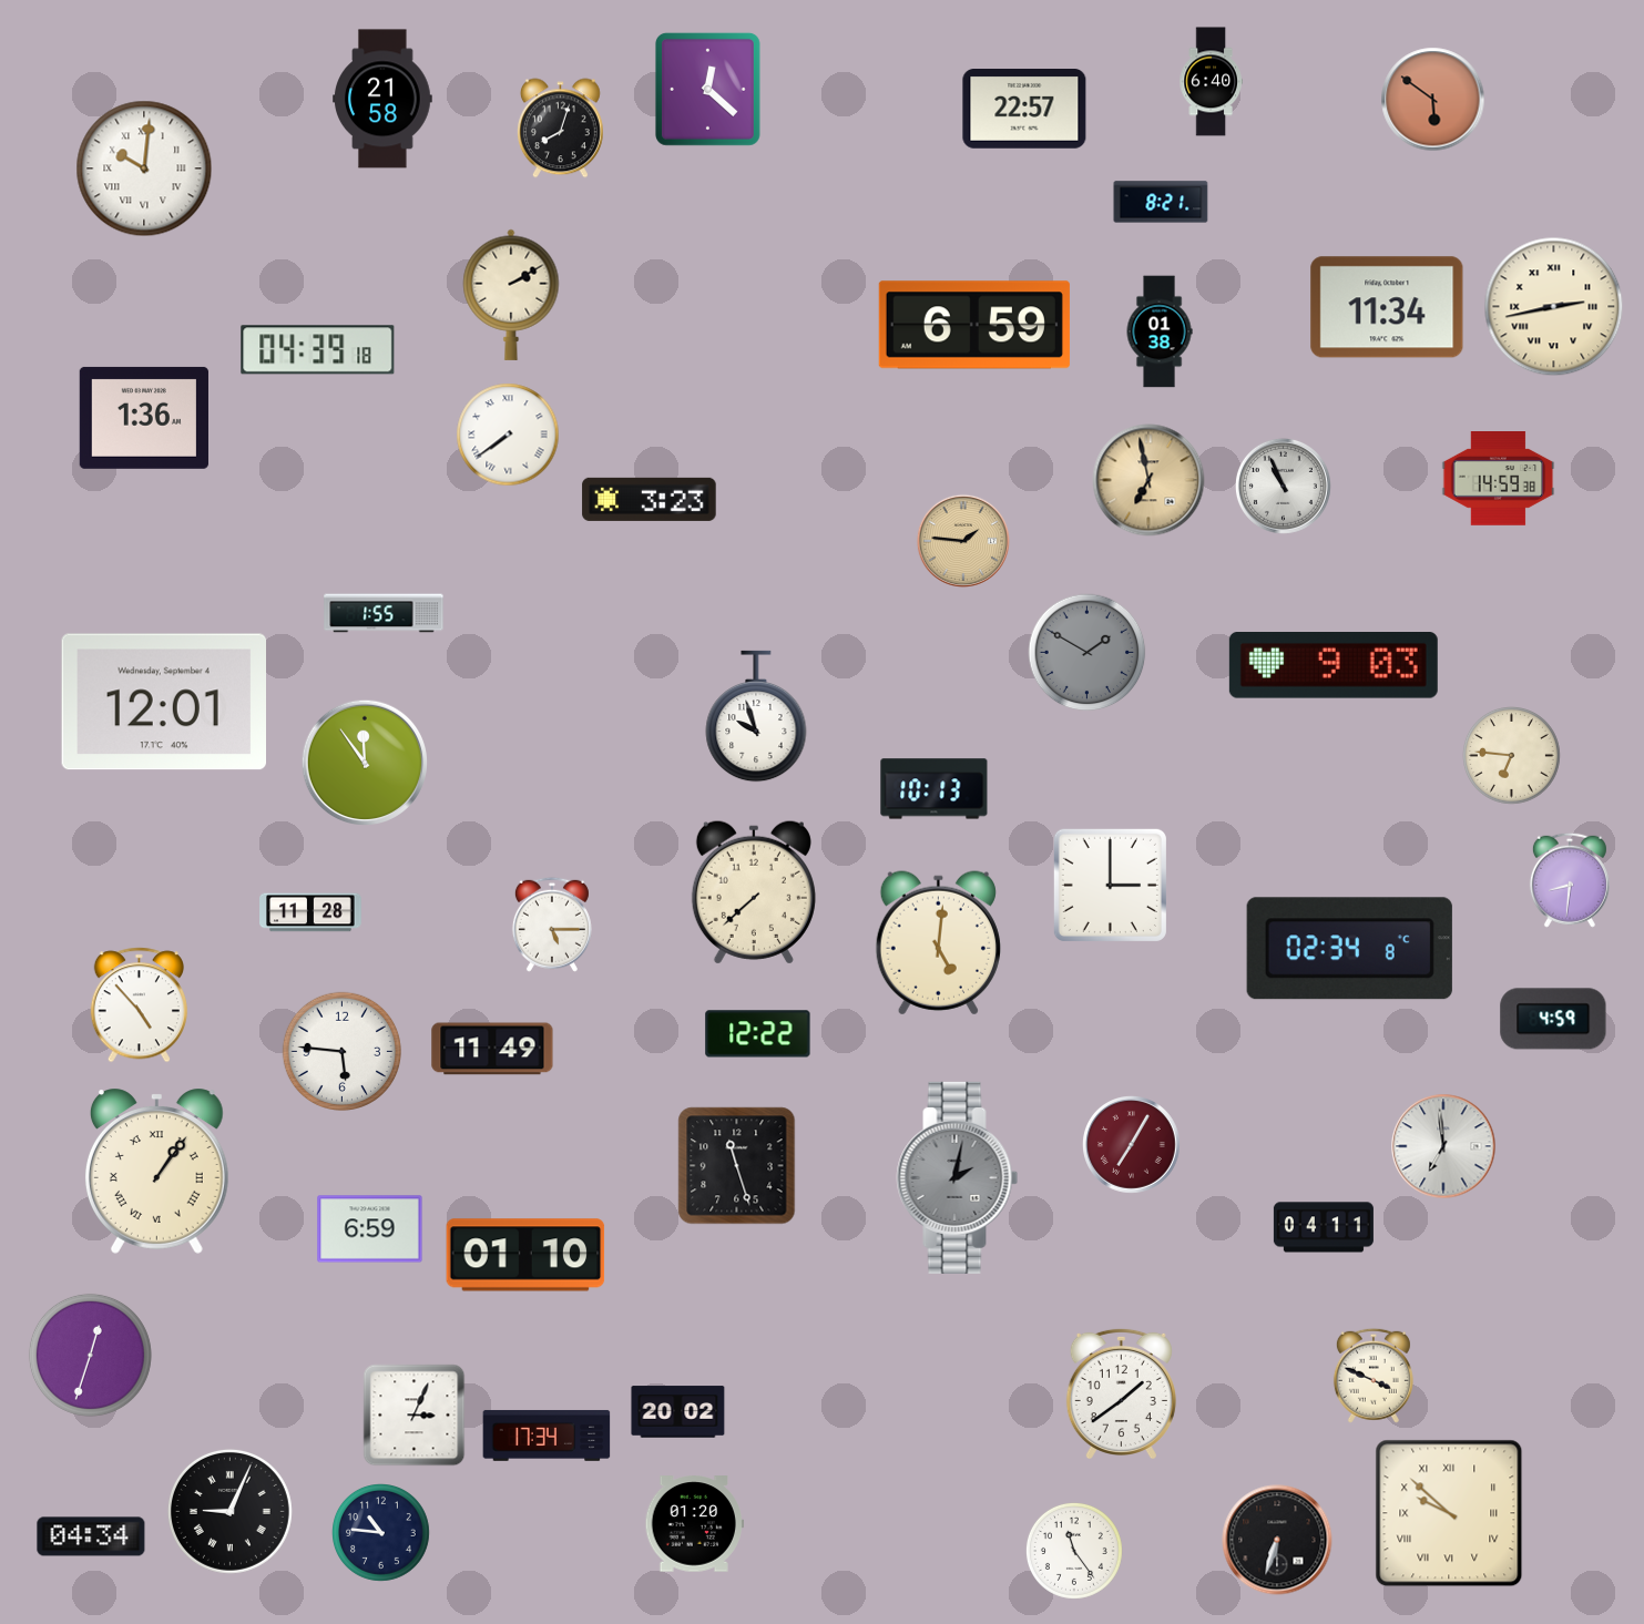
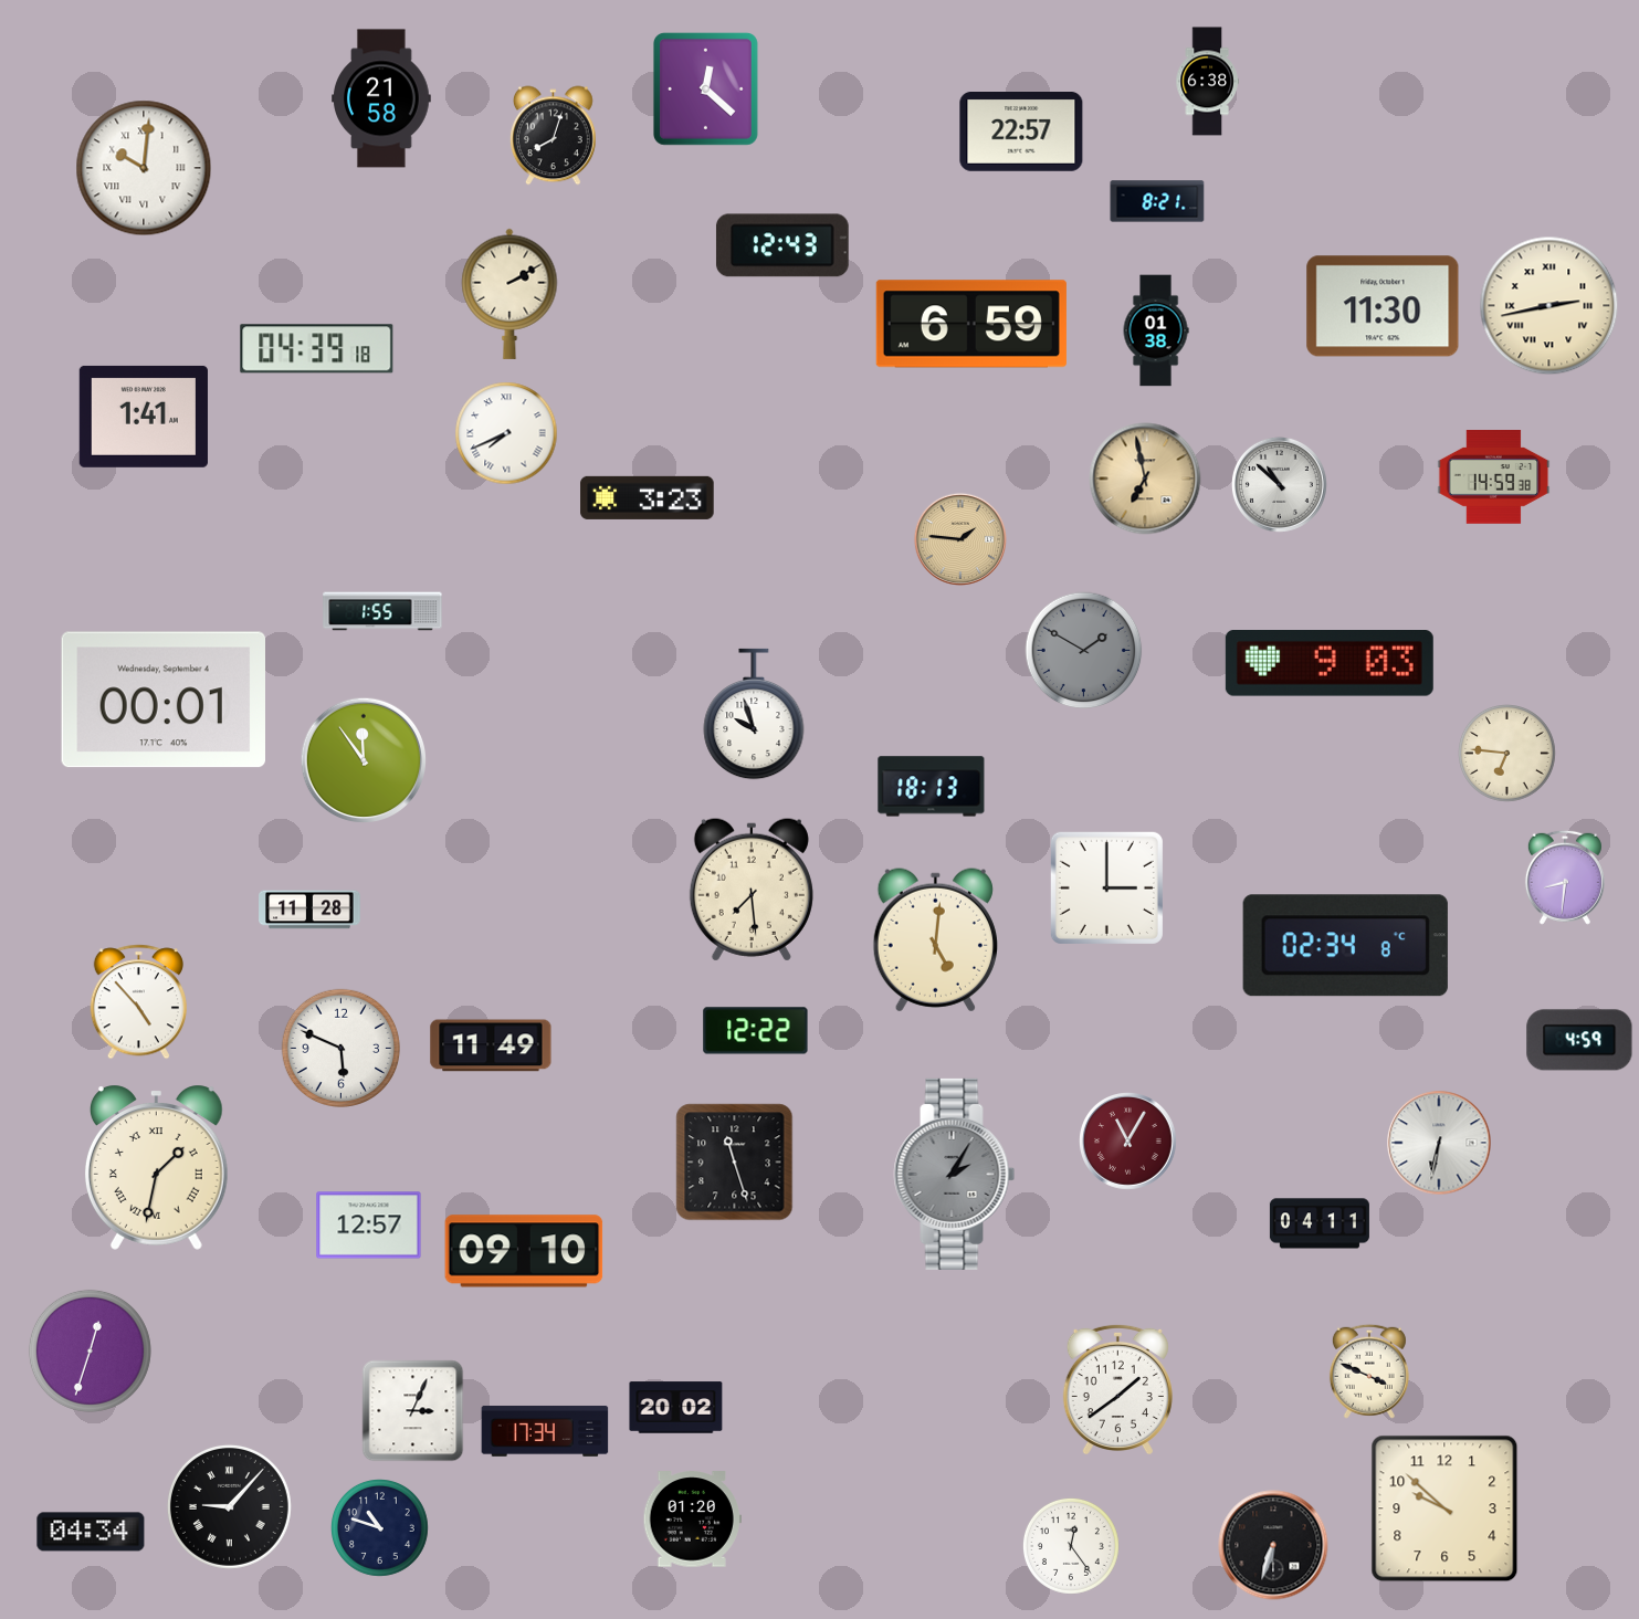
clock at (1211, 82): 6:40 -> 6:38
clock at (1433, 100): 5:51 -> none
clock at (1024, 110) position: (1024, 110) -> (1021, 133)
clock at (560, 129) position: (560, 129) -> (553, 136)
clock at (782, 245): none -> 12:43
clock at (1387, 307): 11:34 -> 11:30
clock at (144, 418): 1:36 -> 1:41
clock at (508, 435): 7:39 -> 7:41
clock at (1283, 486): 10:56 -> 10:52
clock at (163, 702): 12:01 -> 00:01
clock at (935, 789): 10:13 -> 18:13
clock at (1110, 885) position: (1110, 885) -> (1106, 887)
clock at (754, 892): 7:38 -> 7:29
clock at (552, 925): 5:15 -> none
clock at (1553, 1019) position: (1553, 1019) -> (1579, 1040)
clock at (341, 1051): 5:46 -> 5:49
clock at (1132, 1145): 7:05 -> 11:05
clock at (1443, 1146): 6:59 -> 6:32
clock at (156, 1171): 1:06 -> 1:32
clock at (958, 1177): 2:02 -> 2:05
clock at (370, 1229): 6:59 -> 12:57
clock at (525, 1255): 01:10 -> 09:10
clock at (229, 1511): 9:04 -> 9:07
clock at (1449, 1513) numerals: Roman -> Arabic
clock at (381, 1533): 10:46 -> 10:48
clock at (1277, 1540) position: (1277, 1540) -> (1273, 1545)
clock at (1074, 1551): 11:24 -> 12:24
